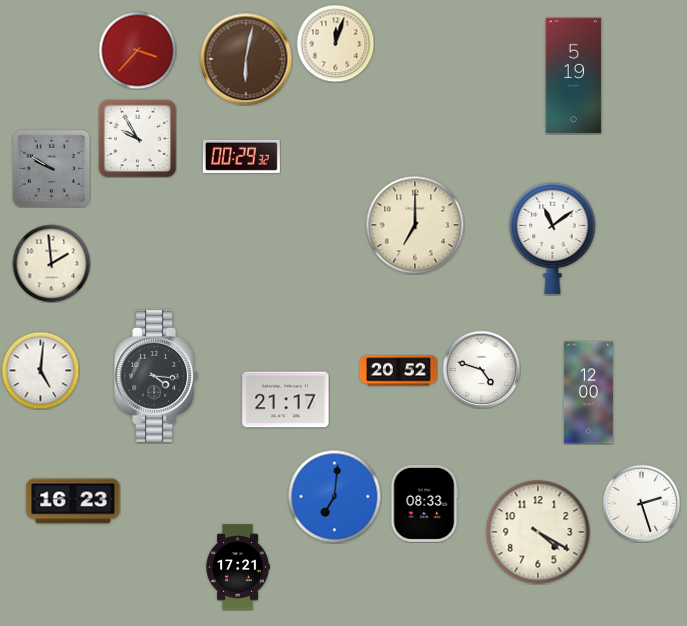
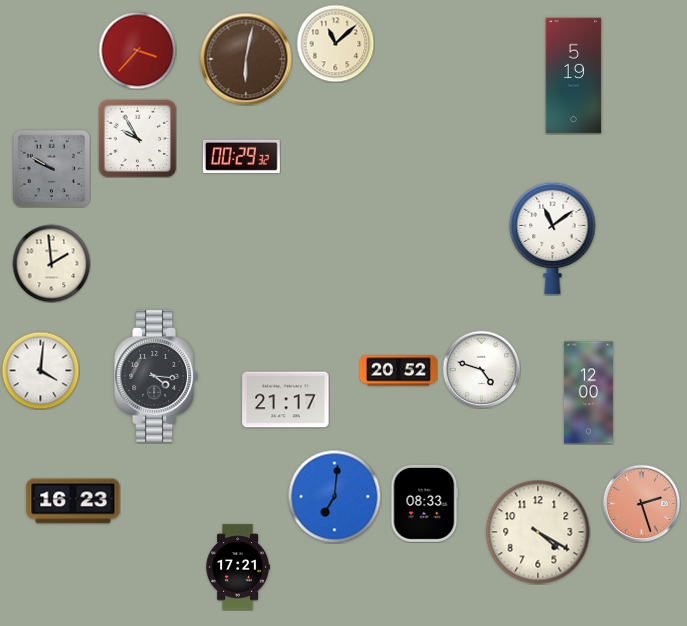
clock at (335, 43): 12:03 -> 11:08
clock at (415, 225): 7:00 -> none
clock at (40, 370): 5:01 -> 4:01
clock at (641, 503) dial: white -> salmon
